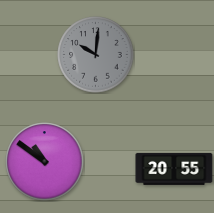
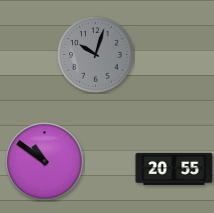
clock at (96, 55): 10:01 -> 10:03
